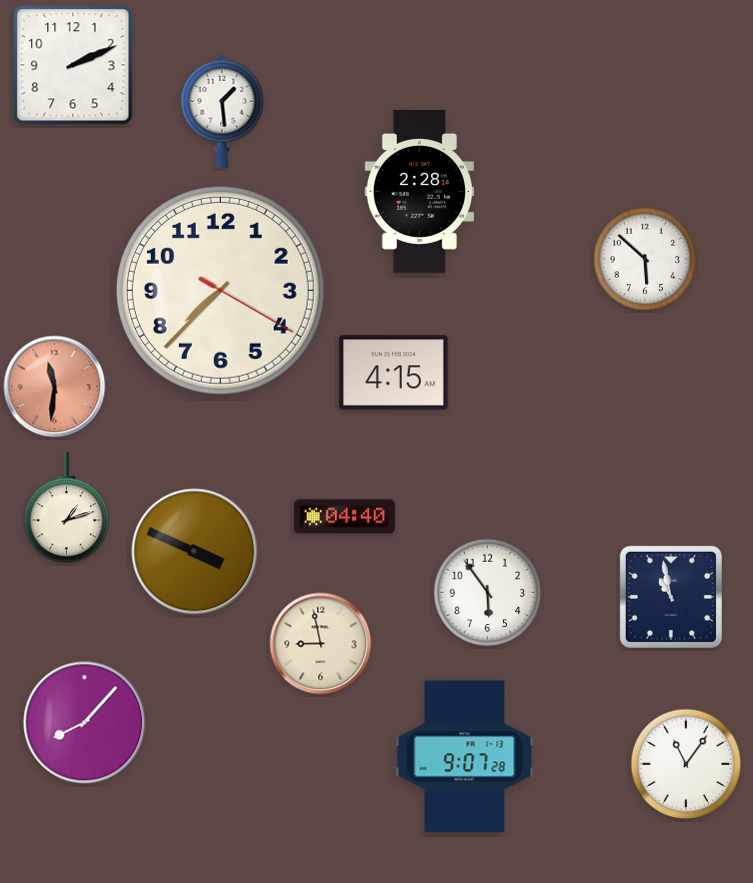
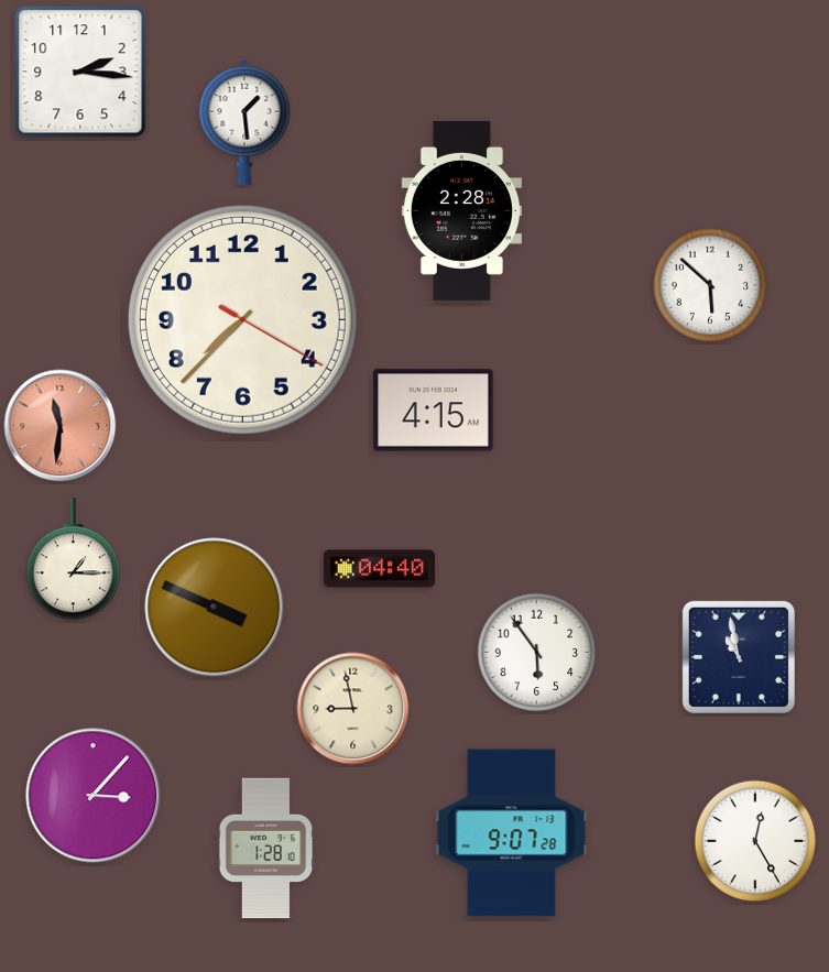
clock at (73, 65): 2:11 -> 2:16
clock at (66, 508): 1:12 -> 1:15
clock at (85, 723): 8:07 -> 3:07
clock at (686, 764): 11:06 -> 12:25
clock at (266, 849): none -> 1:28
